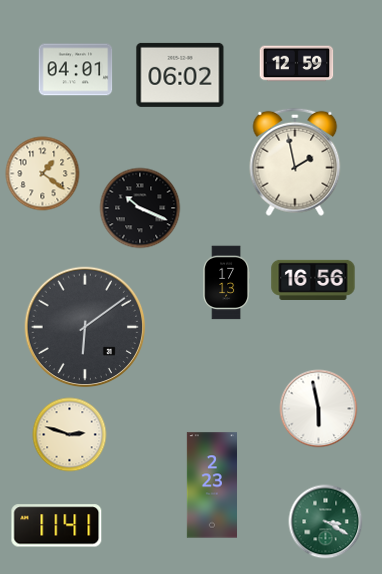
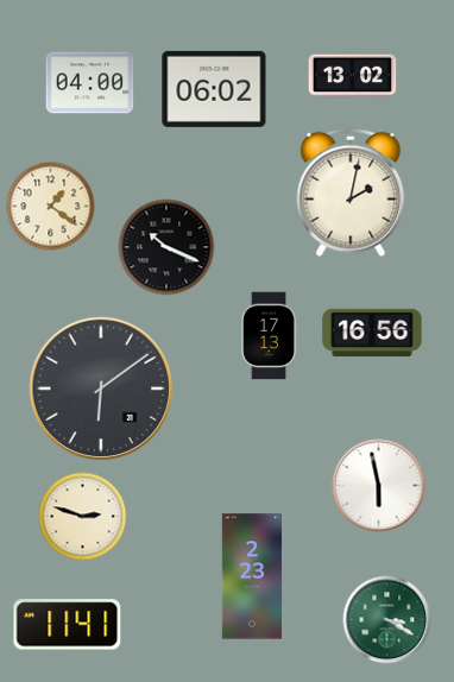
clock at (297, 64): 12:59 -> 13:02
clock at (76, 70): 04:01 -> 04:00
clock at (295, 162): 1:58 -> 2:02
